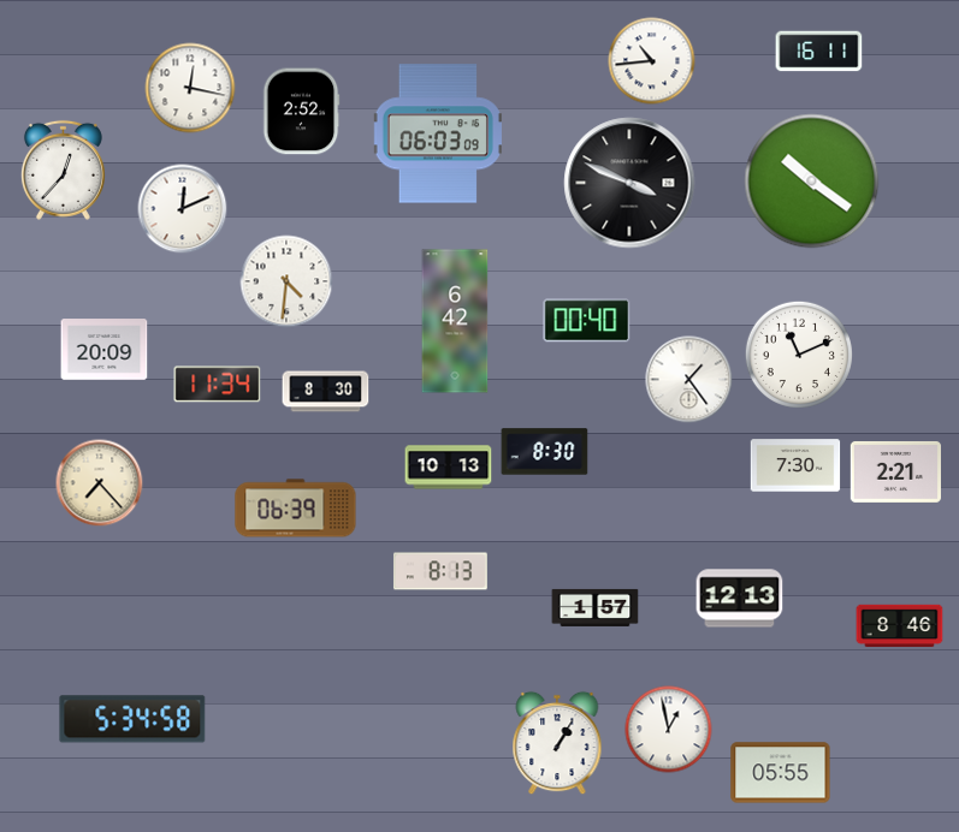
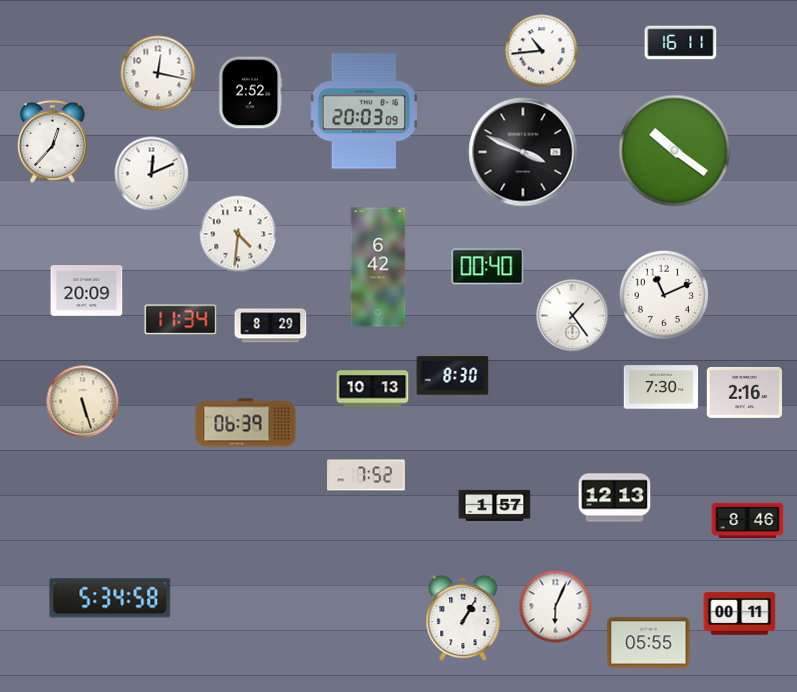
clock at (438, 133): 06:03 -> 20:03
clock at (326, 392): 8:30 -> 8:29
clock at (895, 471): 2:21 -> 2:16
clock at (100, 483): 7:23 -> 5:27
clock at (440, 571): 8:13 -> 7:52
clock at (669, 730): 12:58 -> 6:04
clock at (740, 614): none -> 00:11
